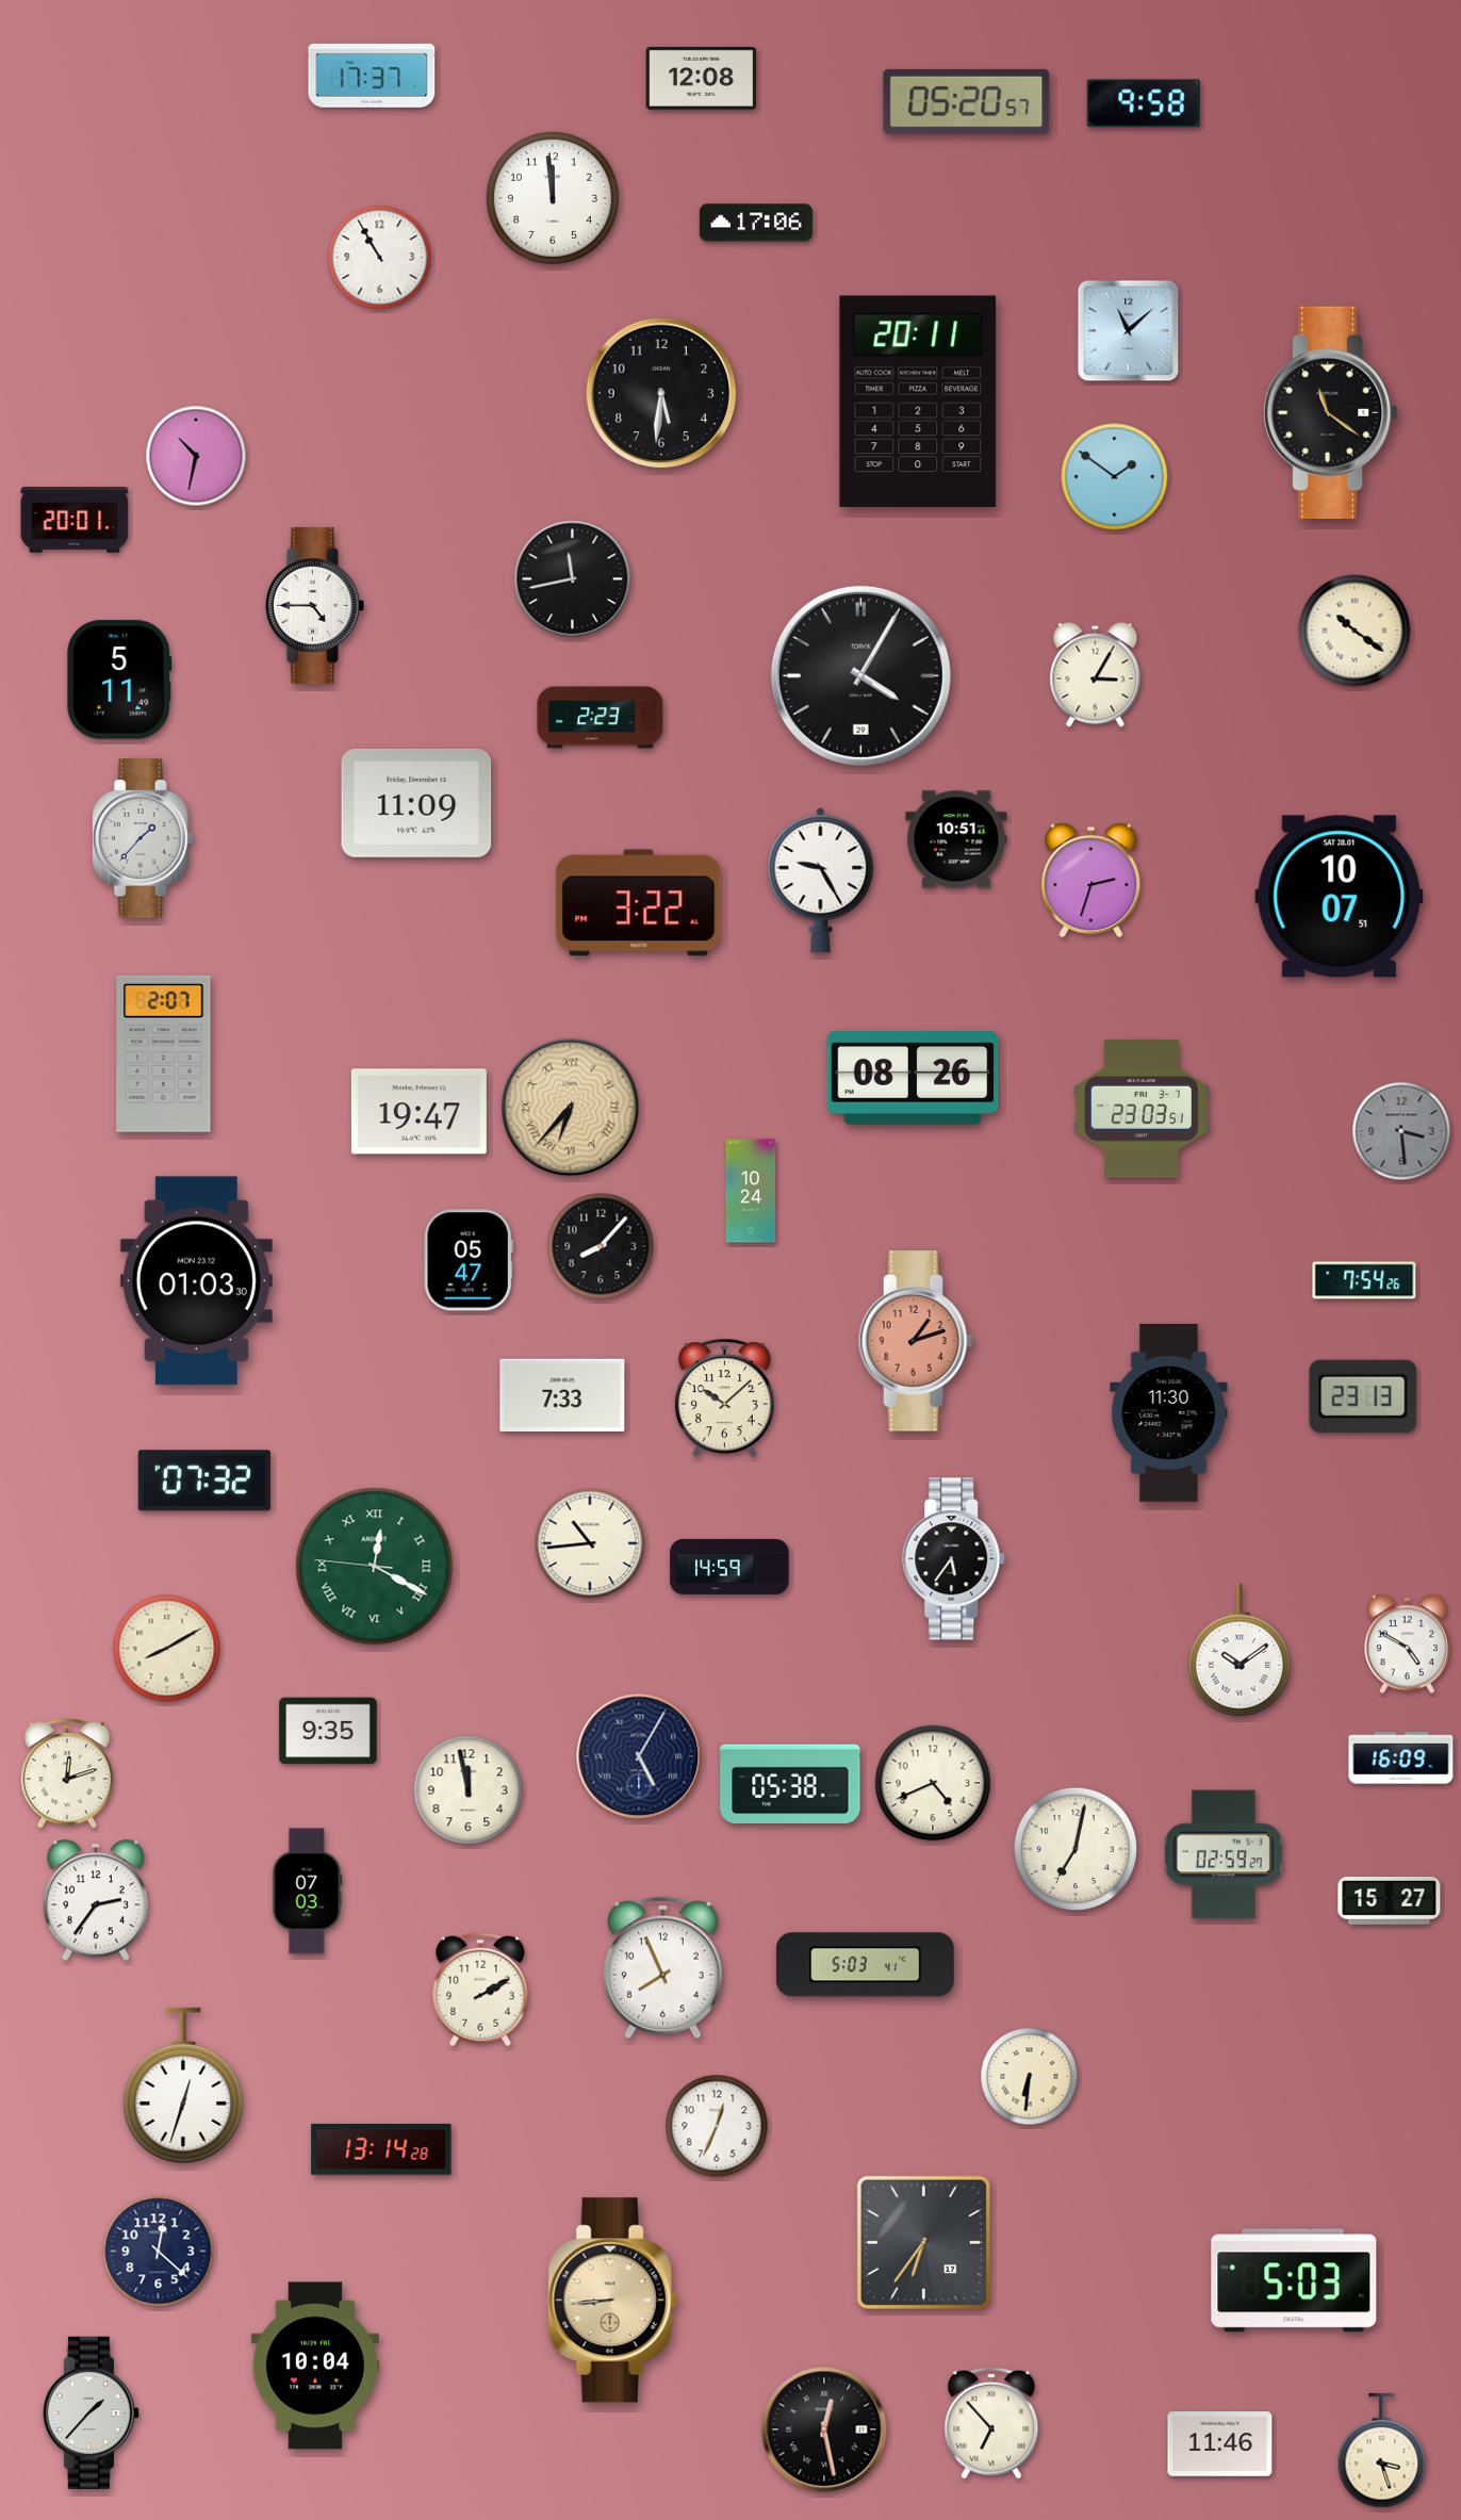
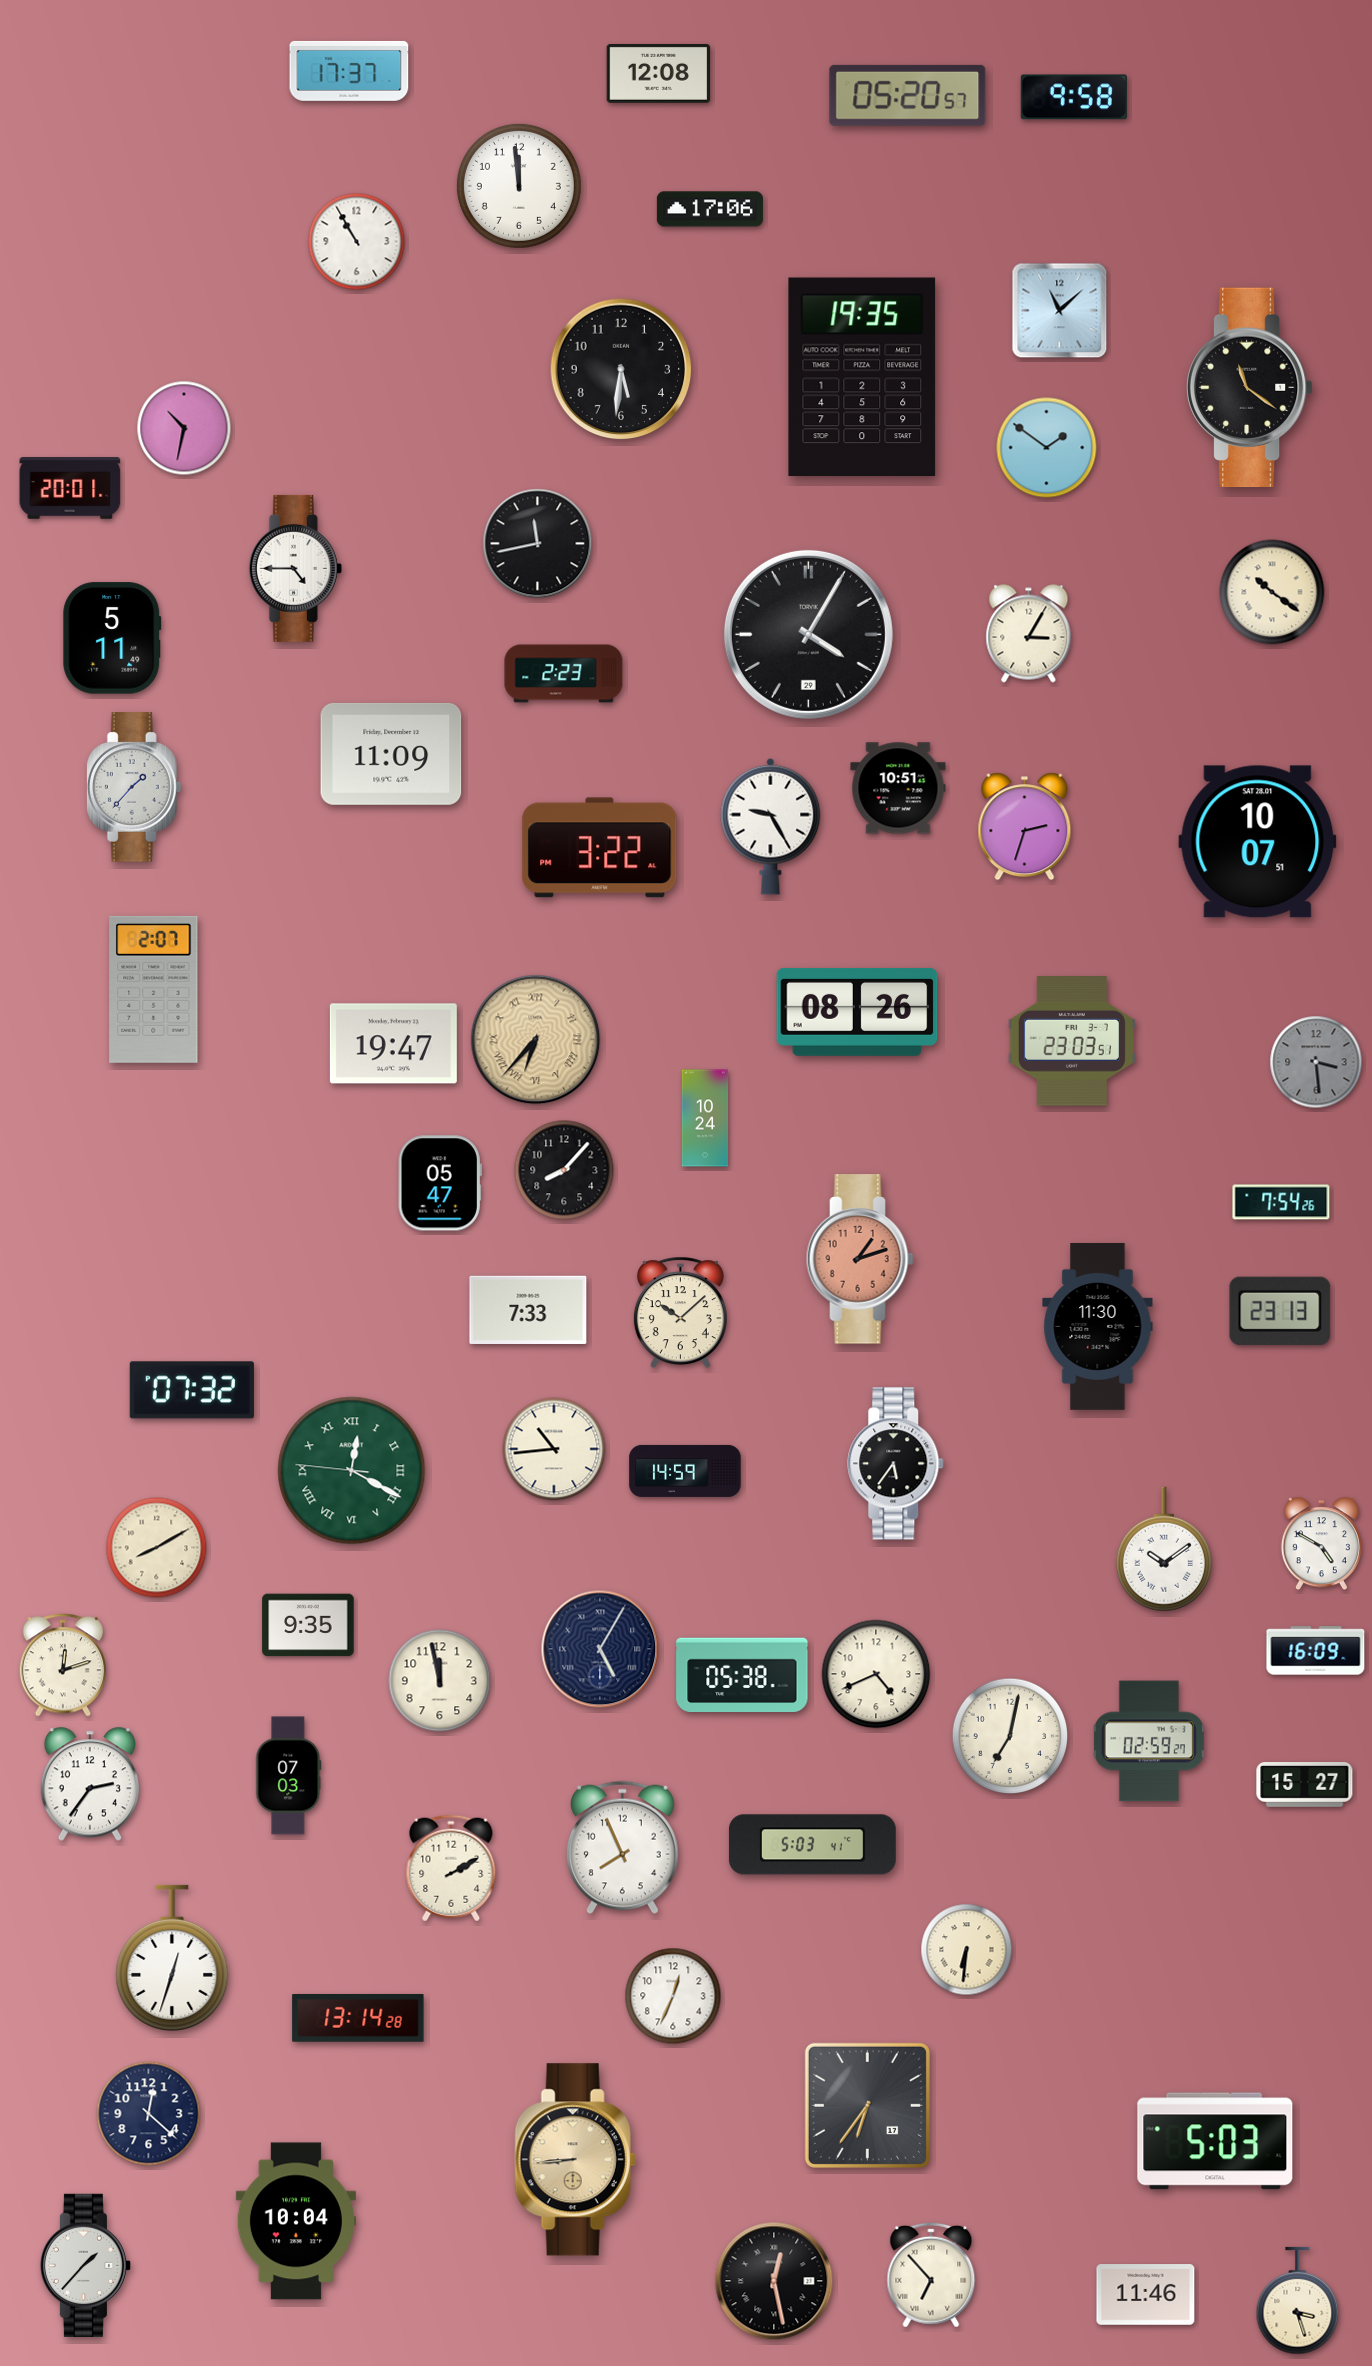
clock at (918, 402): 20:11 -> 19:35
clock at (196, 1281): 01:03 -> none
